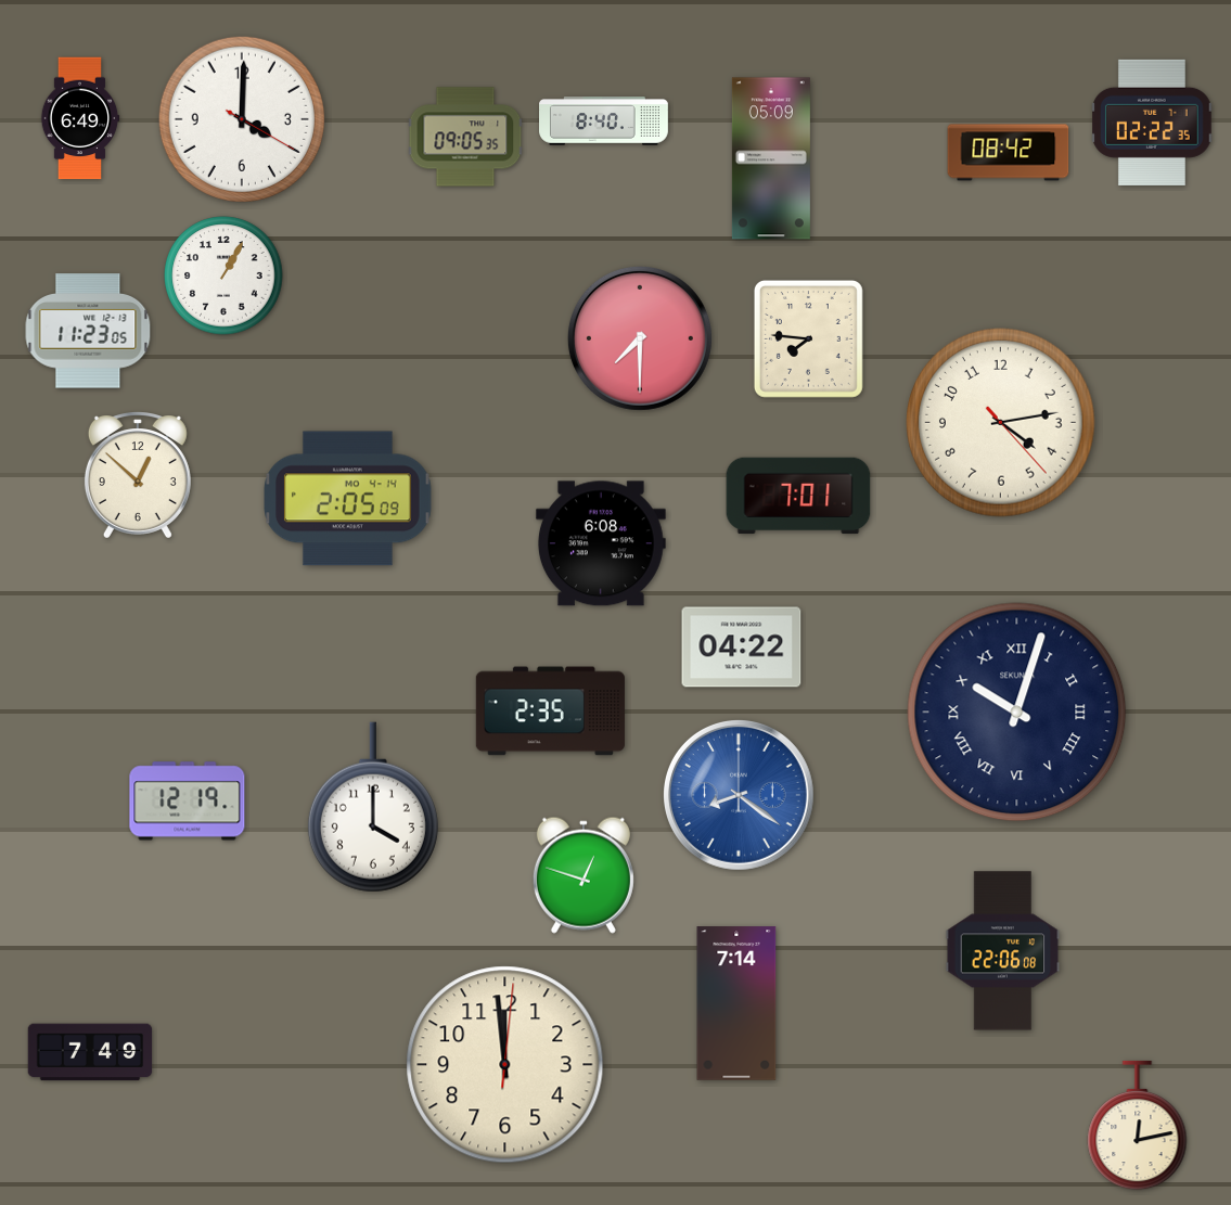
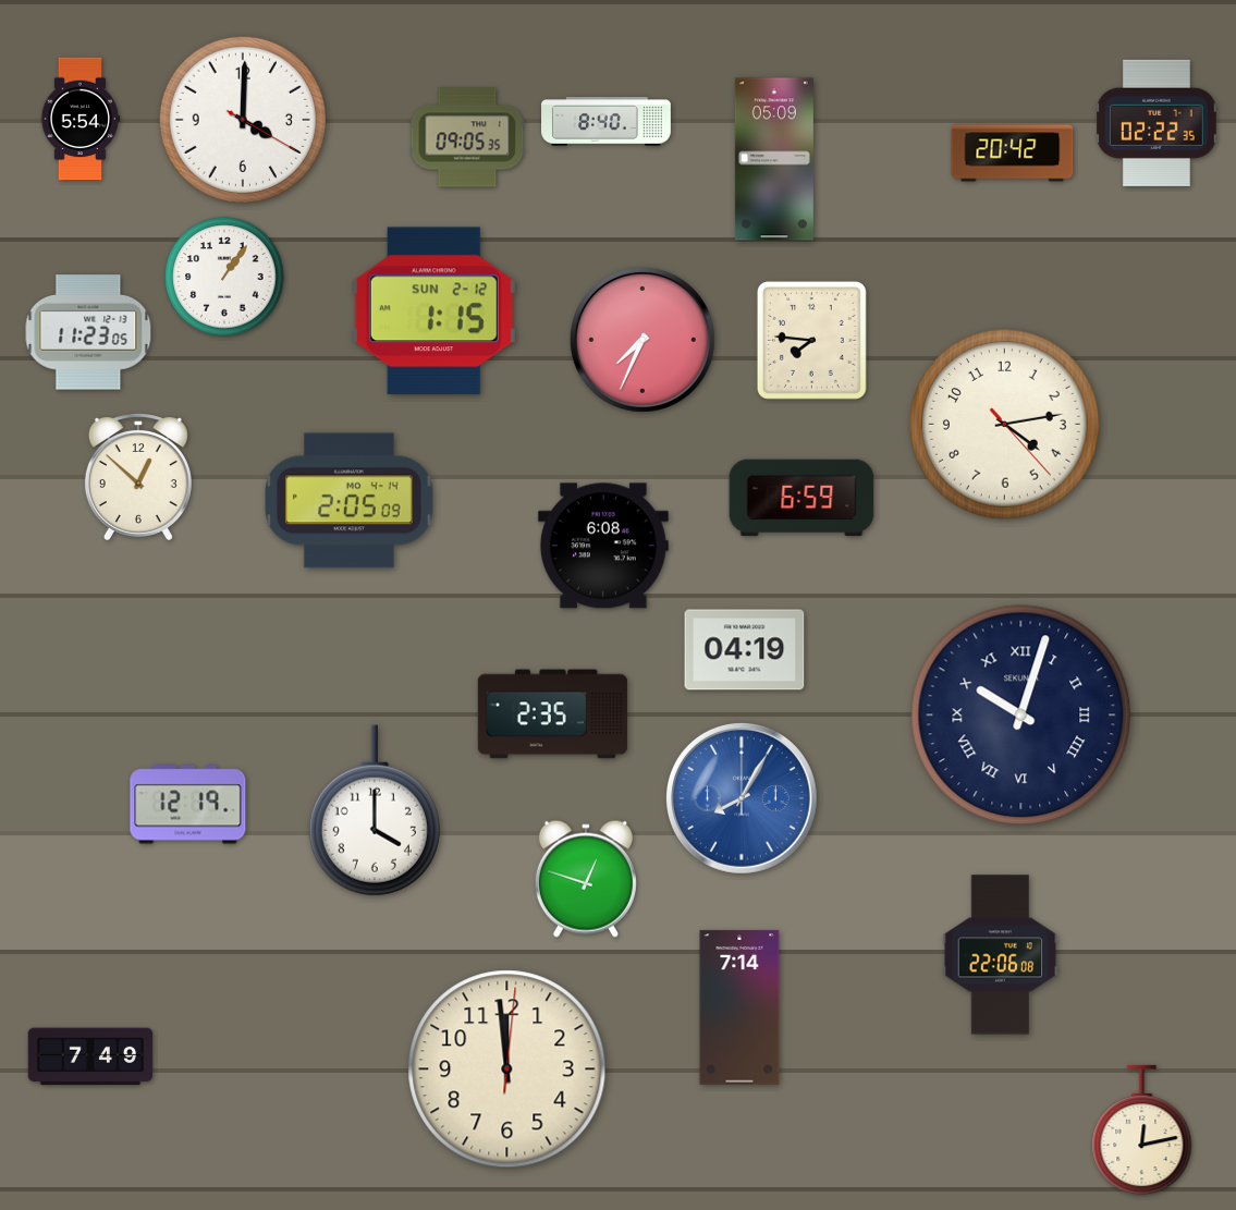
clock at (80, 118): 6:49 -> 5:54
clock at (1009, 153): 08:42 -> 20:42
clock at (223, 275): 1:05 -> 1:06
clock at (433, 311): none -> 1:15
clock at (640, 338): 7:30 -> 7:34
clock at (798, 496): 7:01 -> 6:59
clock at (742, 648): 04:22 -> 04:19
clock at (739, 795): 8:21 -> 8:05
clock at (1003, 951) position: (1003, 951) -> (1001, 955)
